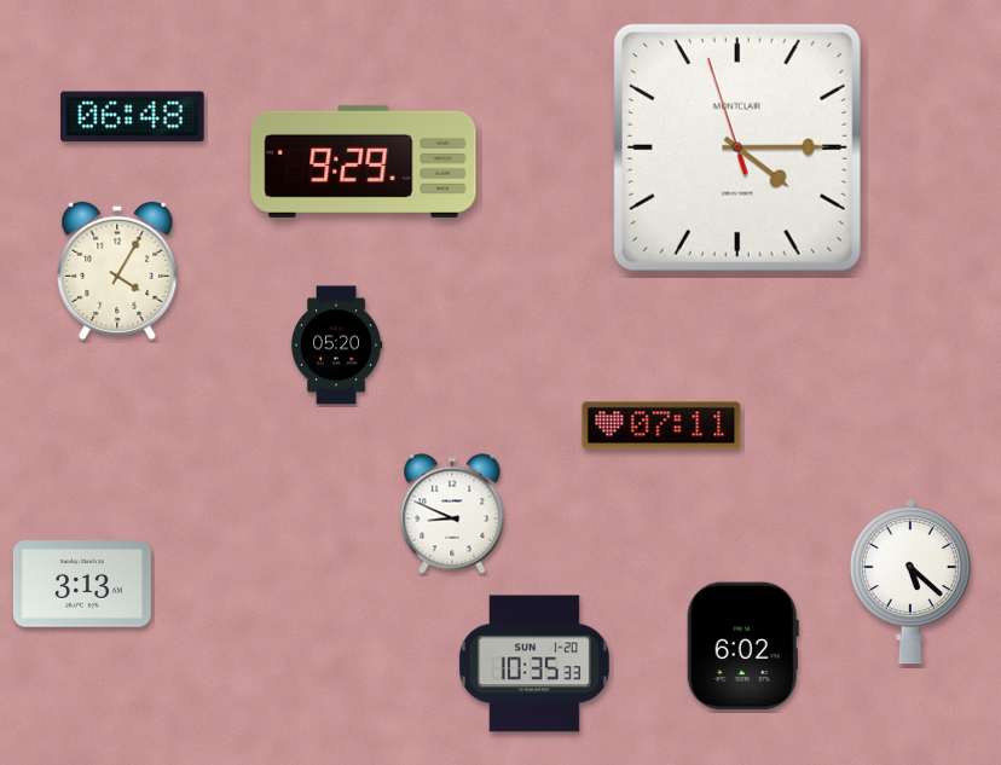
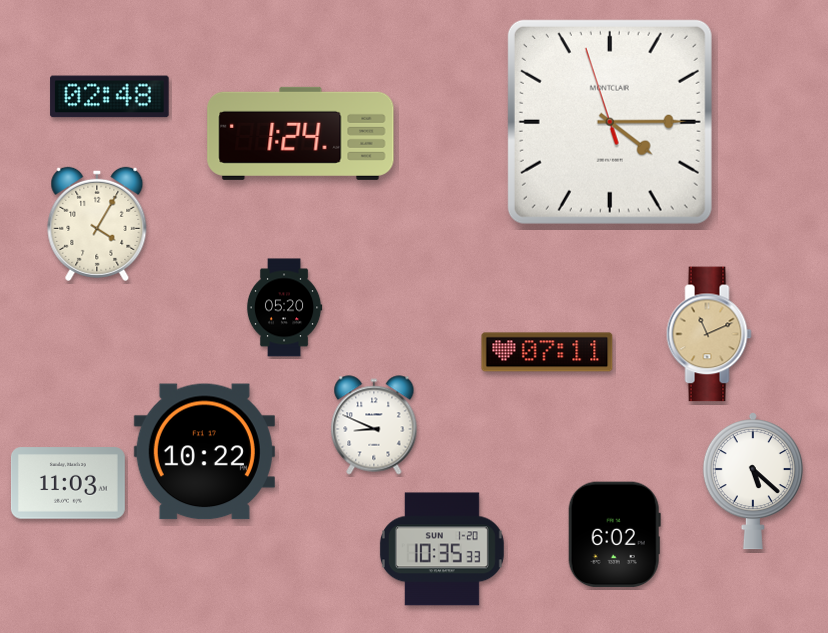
clock at (133, 117): 06:48 -> 02:48
clock at (364, 161): 9:29 -> 1:24
clock at (336, 346) position: (336, 346) -> (284, 308)
clock at (709, 334): none -> 11:11
clock at (204, 452): none -> 10:22
clock at (82, 584): 3:13 -> 11:03
